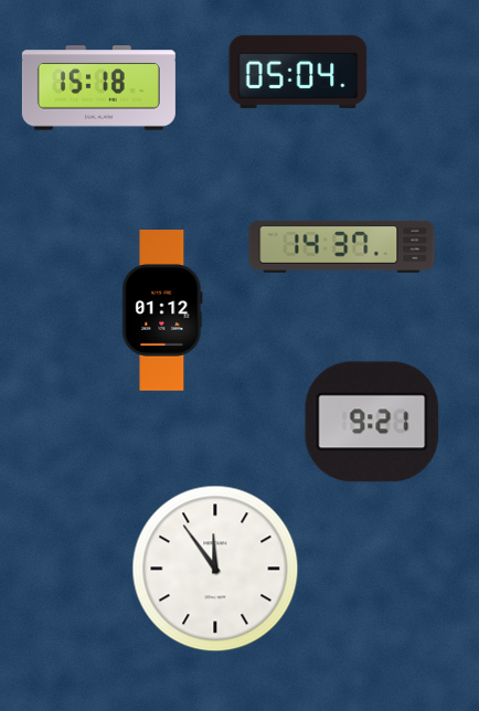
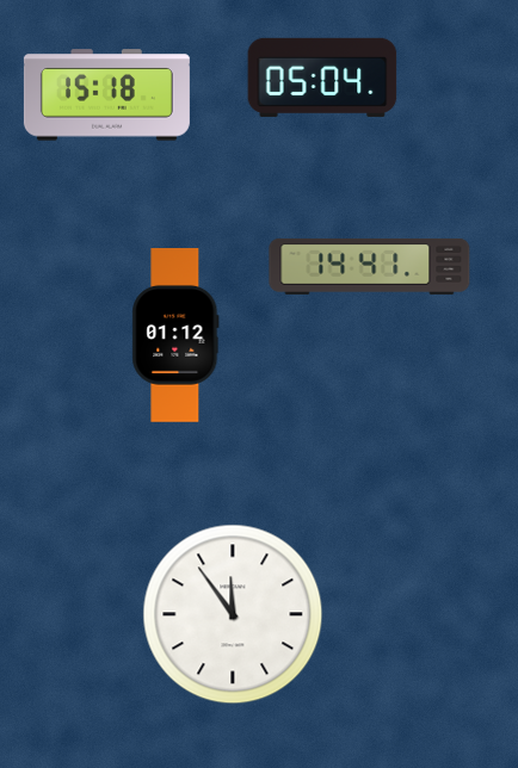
clock at (342, 246): 14:37 -> 14:41
clock at (372, 422): 9:21 -> none
